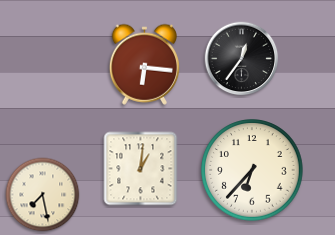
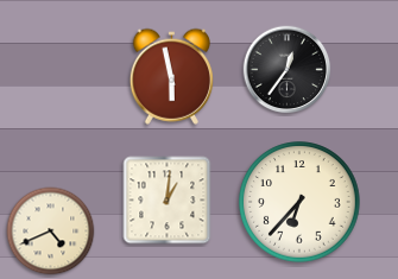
clock at (144, 64): 6:16 -> 5:58
clock at (43, 195): 7:28 -> 4:41
